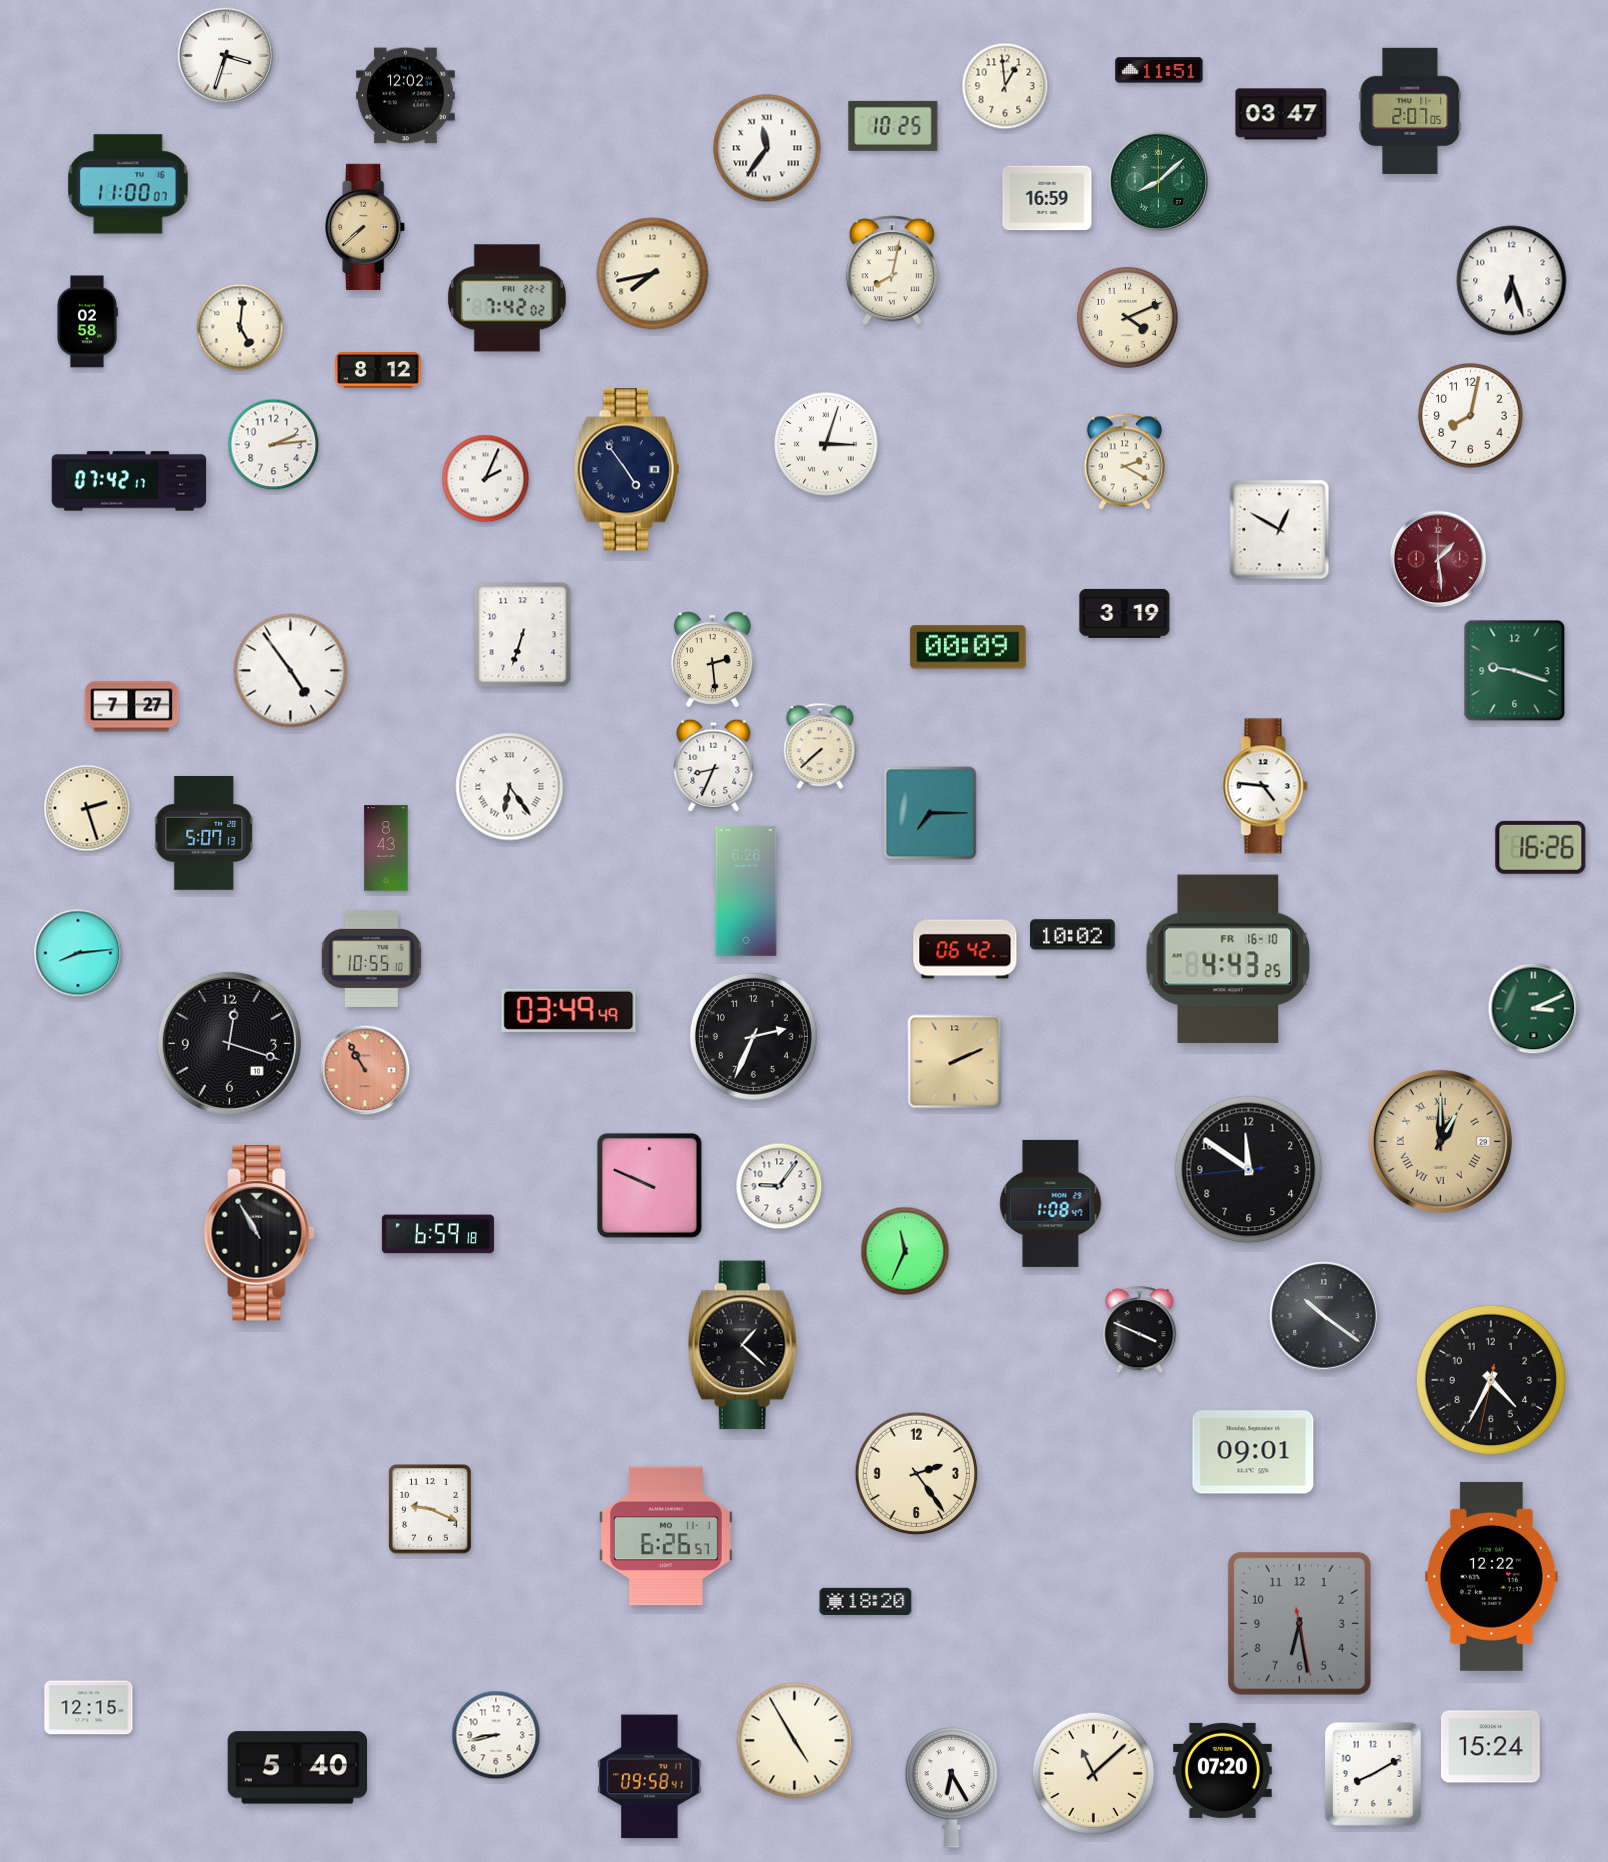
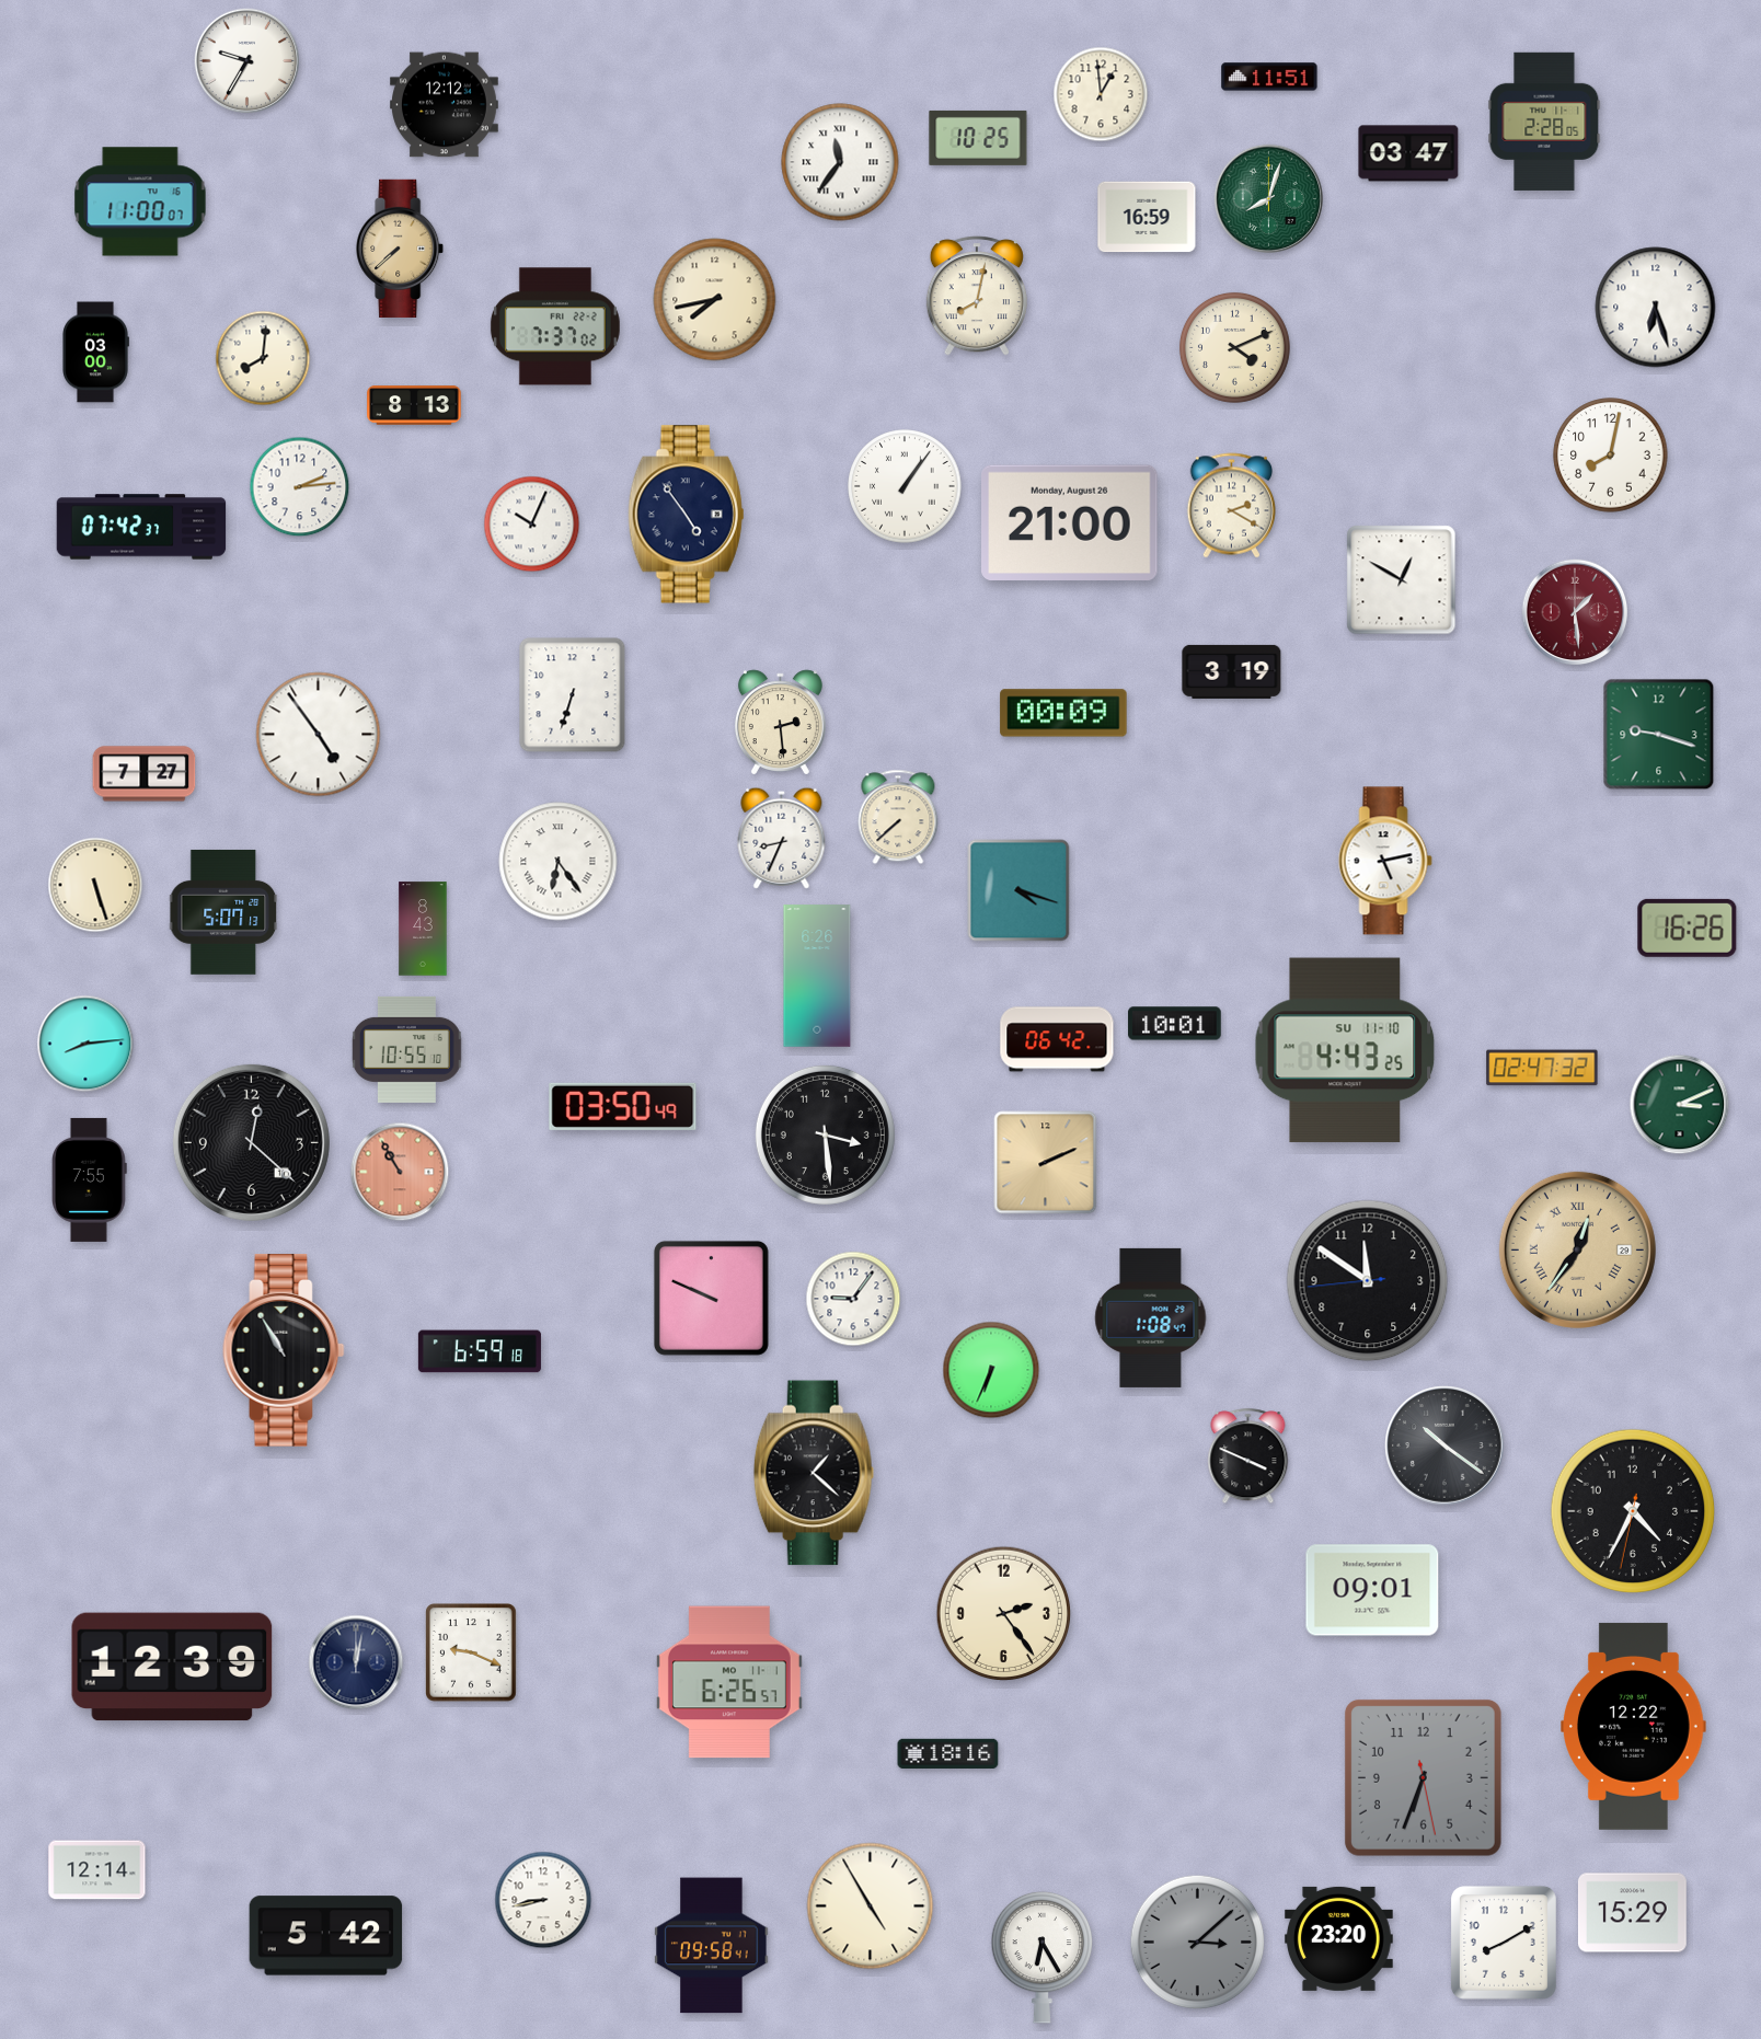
clock at (226, 56): 3:33 -> 9:35
clock at (406, 96): 12:02 -> 12:12
clock at (1410, 111): 2:07 -> 2:28
clock at (1281, 114) position: (1281, 114) -> (1408, 153)
clock at (1158, 181): 8:08 -> 8:03
clock at (507, 298): 7:42 -> 7:37
clock at (87, 322): 02:58 -> 03:00
clock at (240, 327): 5:01 -> 8:01
clock at (378, 370): 8:12 -> 8:13
clock at (826, 444): 3:03 -> 1:06
clock at (1070, 523): none -> 21:00
clock at (486, 479): 2:04 -> 10:04
clock at (129, 481): 07:42:17 -> 07:42:37
clock at (968, 647) position: (968, 647) -> (1063, 713)
clock at (1265, 786): 4:46 -> 5:13
clock at (87, 808): 2:27 -> 5:27
clock at (930, 813): 7:15 -> 4:18
clock at (1073, 935): 10:02 -> 10:01
clock at (1228, 959) date: FR 16-10 -> SU 11-10
clock at (1542, 1068): none -> 02:47
clock at (569, 1010): 03:49 -> 03:50
clock at (753, 1036): 2:34 -> 3:29
clock at (229, 1043): 12:18 -> 12:22
clock at (90, 1179): none -> 7:55
clock at (1440, 1141): 1:00 -> 12:36
clock at (905, 1251): 11:34 -> 6:34
clock at (1324, 1316) position: (1324, 1316) -> (1445, 1445)
clock at (356, 1662): none -> 12:02
clock at (172, 1667): none -> 12:39
clock at (866, 1601): 18:20 -> 18:16
clock at (1299, 1623): 6:28 -> 6:33
clock at (89, 1708): 12:15 -> 12:14
clock at (1490, 1747): 15:24 -> 15:29
clock at (298, 1768): 5:40 -> 5:42
clock at (1222, 1770): 07:20 -> 23:20
clock at (1094, 1774): 11:08 -> 3:08
clock at (1094, 1774) dial: cream -> grey
